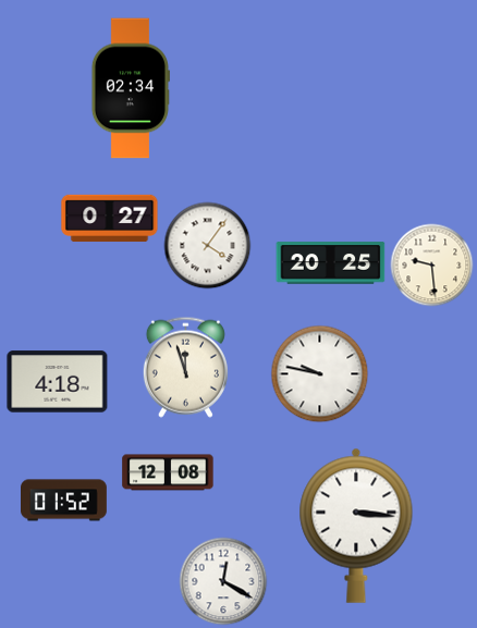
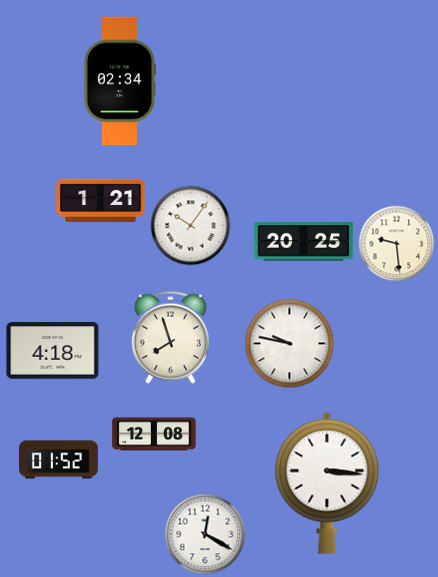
clock at (110, 219): 0:27 -> 1:21
clock at (208, 246): 4:06 -> 10:06
clock at (185, 367): 11:57 -> 7:57
clock at (320, 374) position: (320, 374) -> (290, 344)
